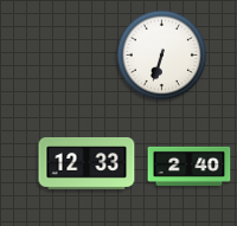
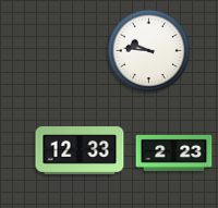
clock at (162, 56): 6:33 -> 9:46
clock at (190, 166): 2:40 -> 2:23
